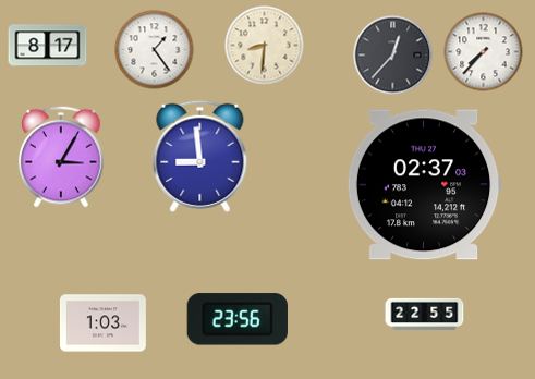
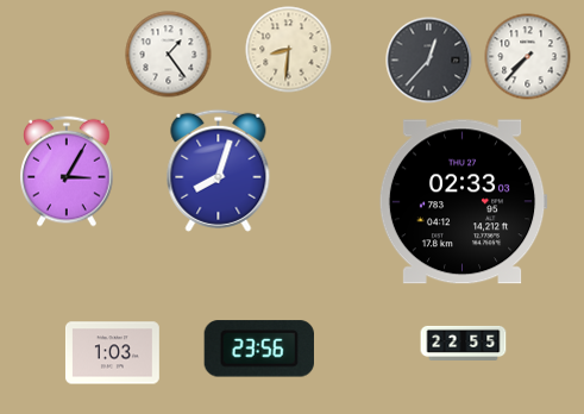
clock at (48, 46): 8:17 -> none
clock at (200, 156): 8:59 -> 8:03
clock at (424, 185): 02:37 -> 02:33
